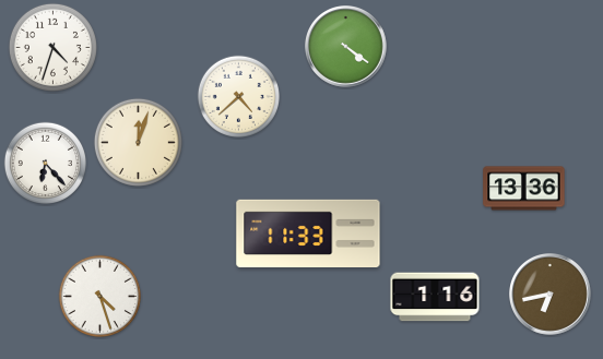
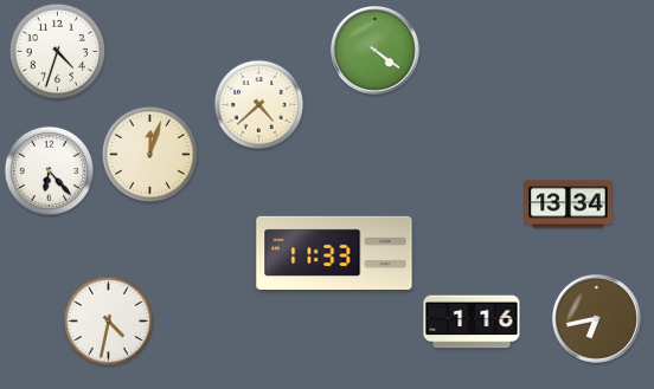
clock at (45, 163) position: (45, 163) -> (49, 170)
clock at (524, 189): 13:36 -> 13:34
clock at (99, 296): 4:27 -> 4:32
